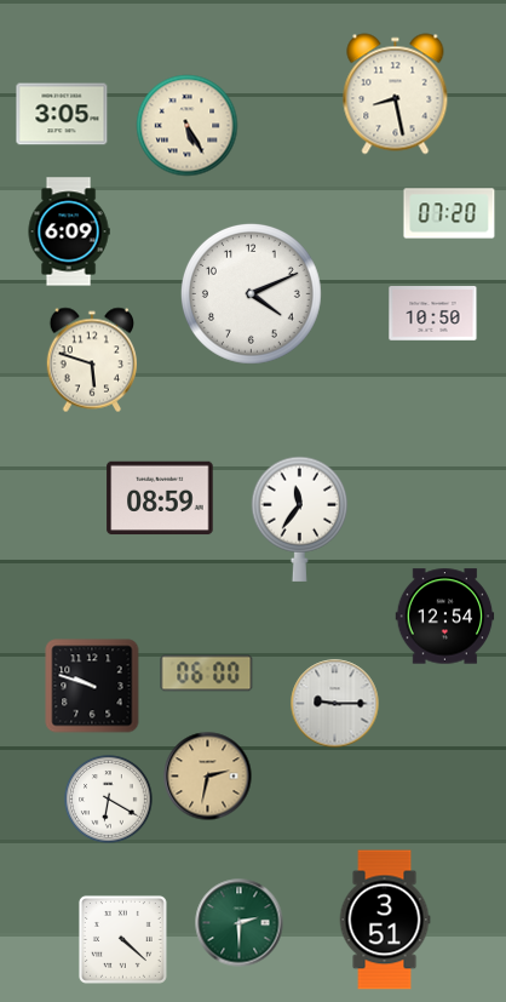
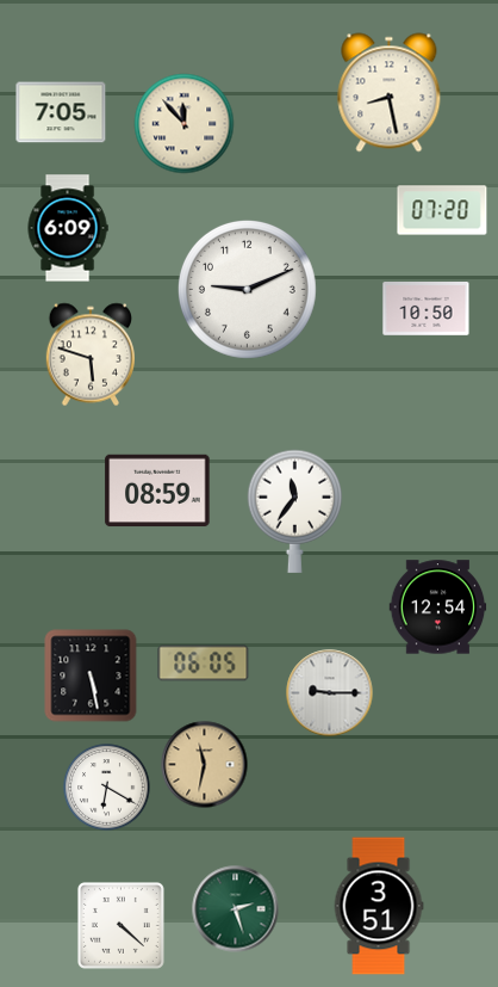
clock at (62, 114): 3:05 -> 7:05
clock at (188, 126): 5:25 -> 11:53
clock at (251, 293): 4:11 -> 9:11
clock at (207, 674): 06:00 -> 06:05
clock at (92, 686): 9:48 -> 5:28
clock at (208, 777): 2:32 -> 11:32
clock at (240, 923): 2:30 -> 2:27
